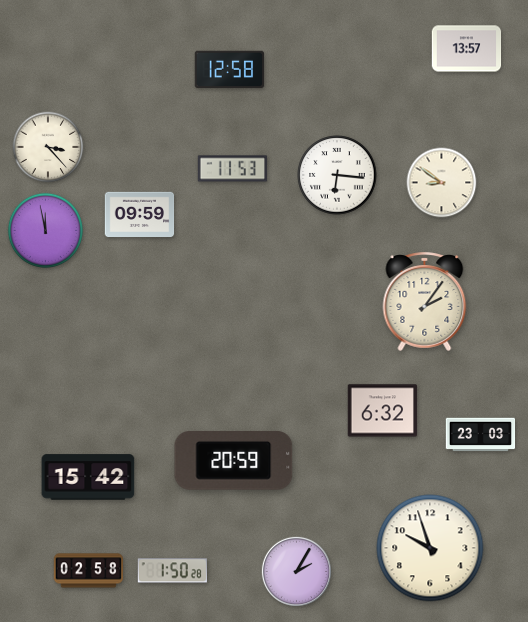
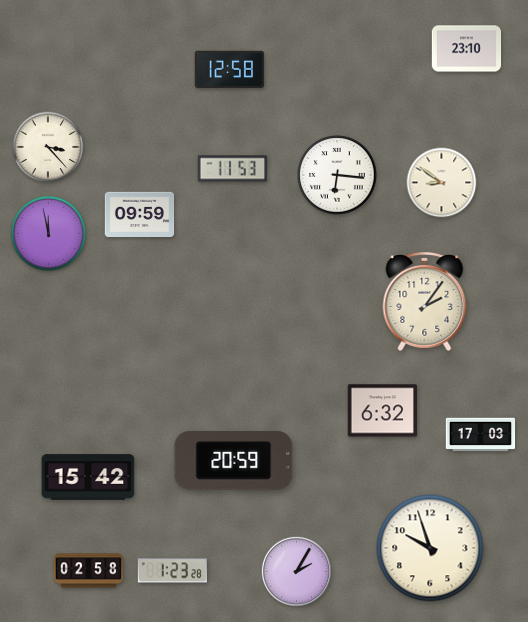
clock at (467, 49): 13:57 -> 23:10
clock at (45, 230) position: (45, 230) -> (48, 233)
clock at (481, 435): 23:03 -> 17:03
clock at (172, 571): 1:50 -> 1:23
